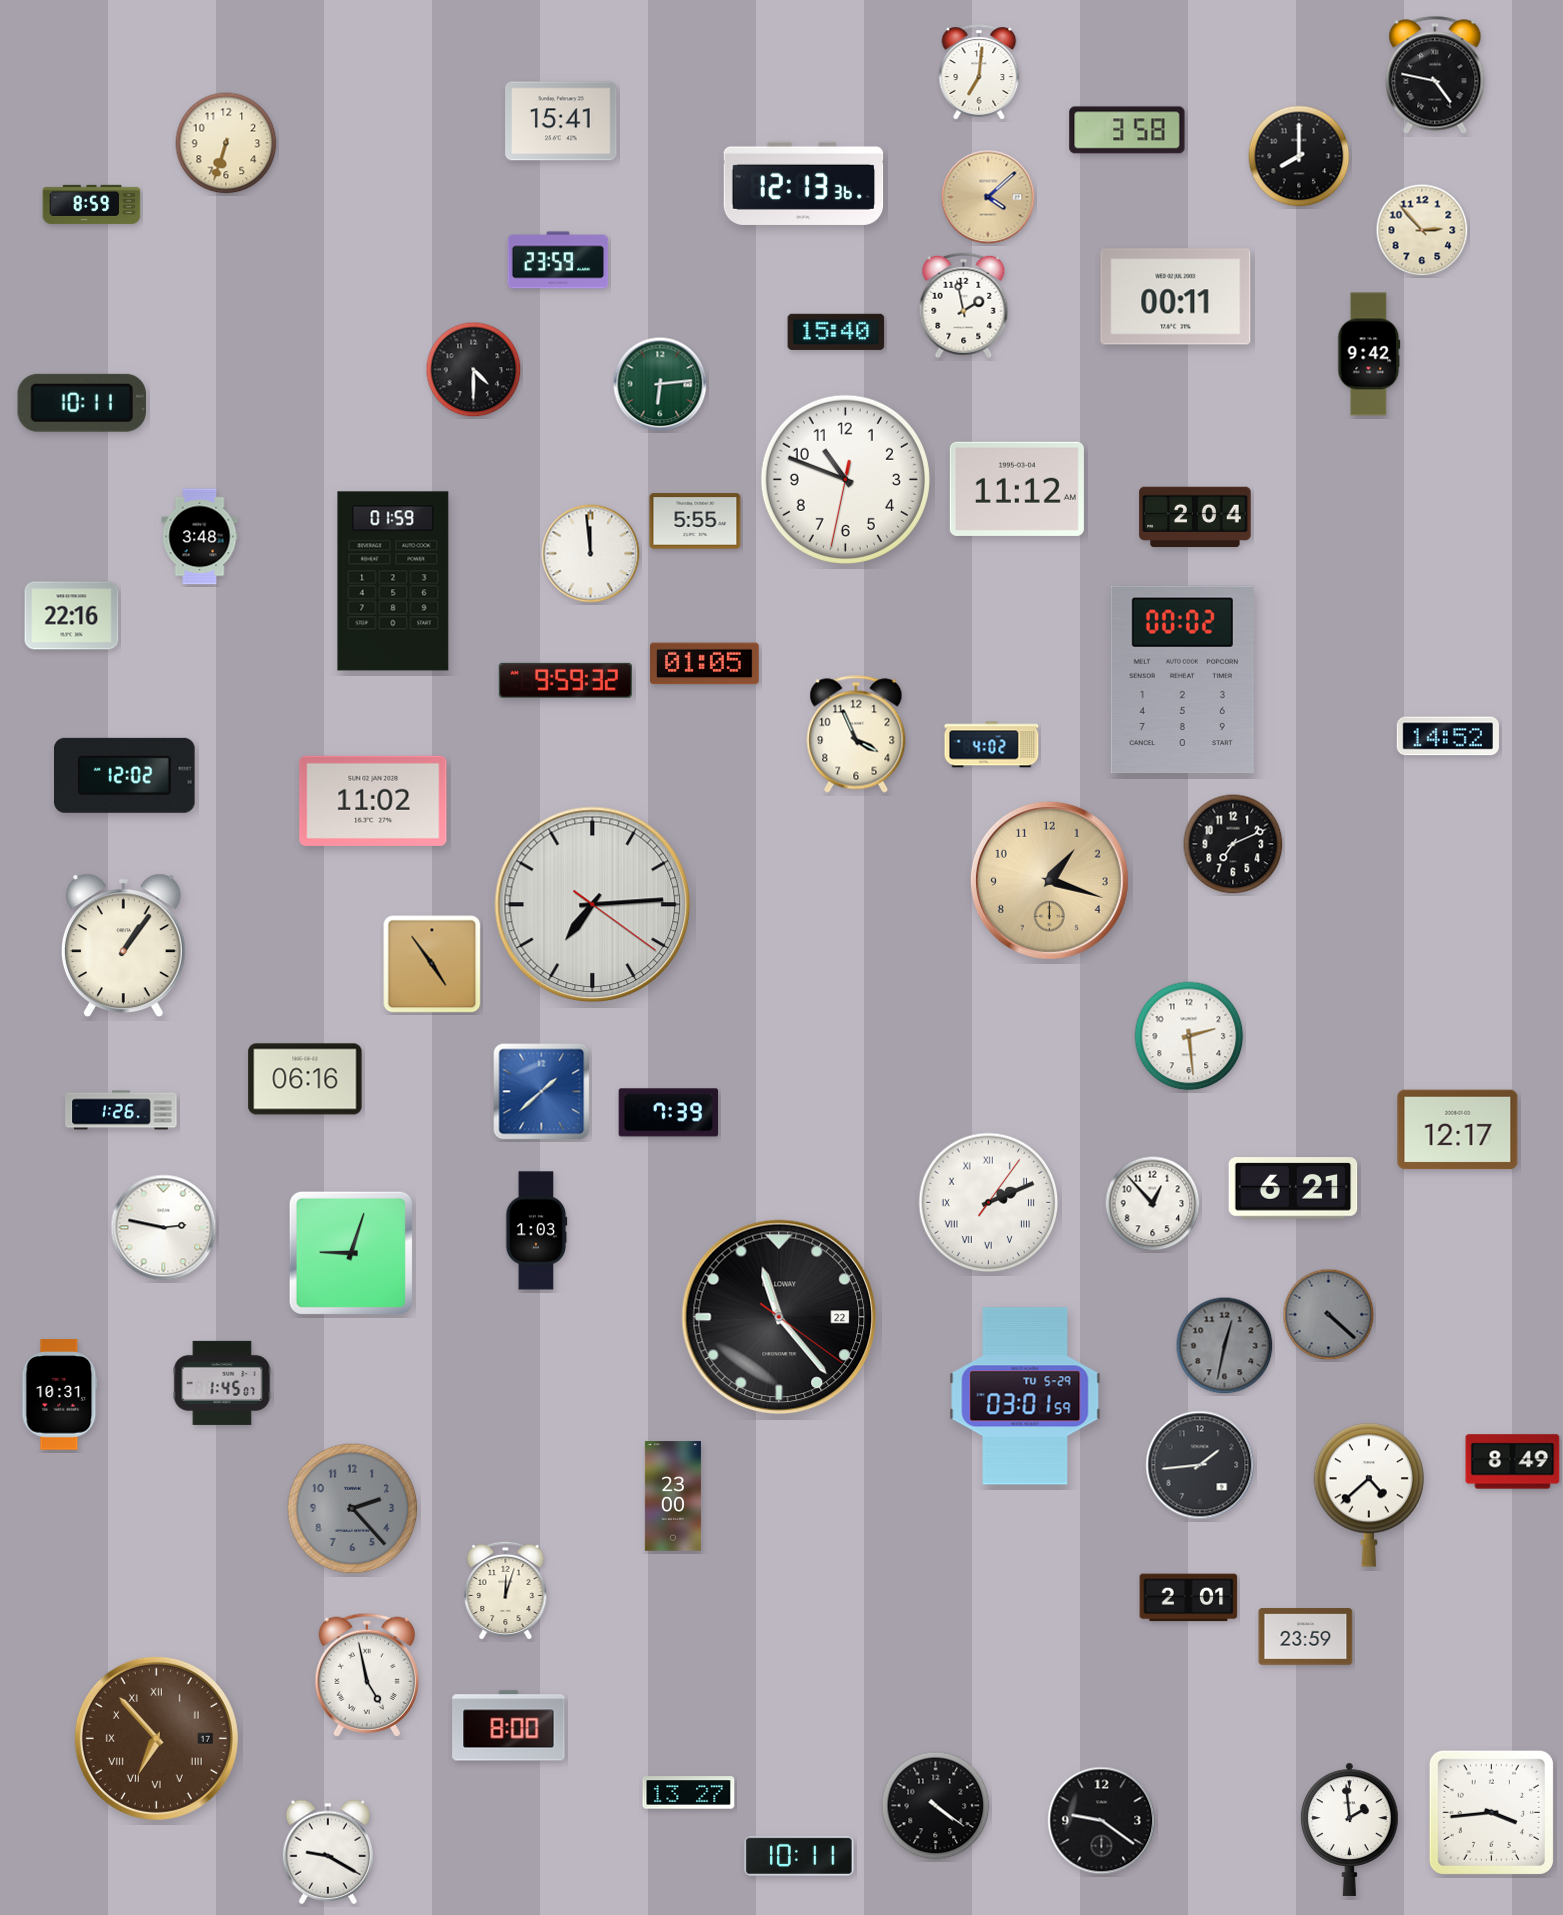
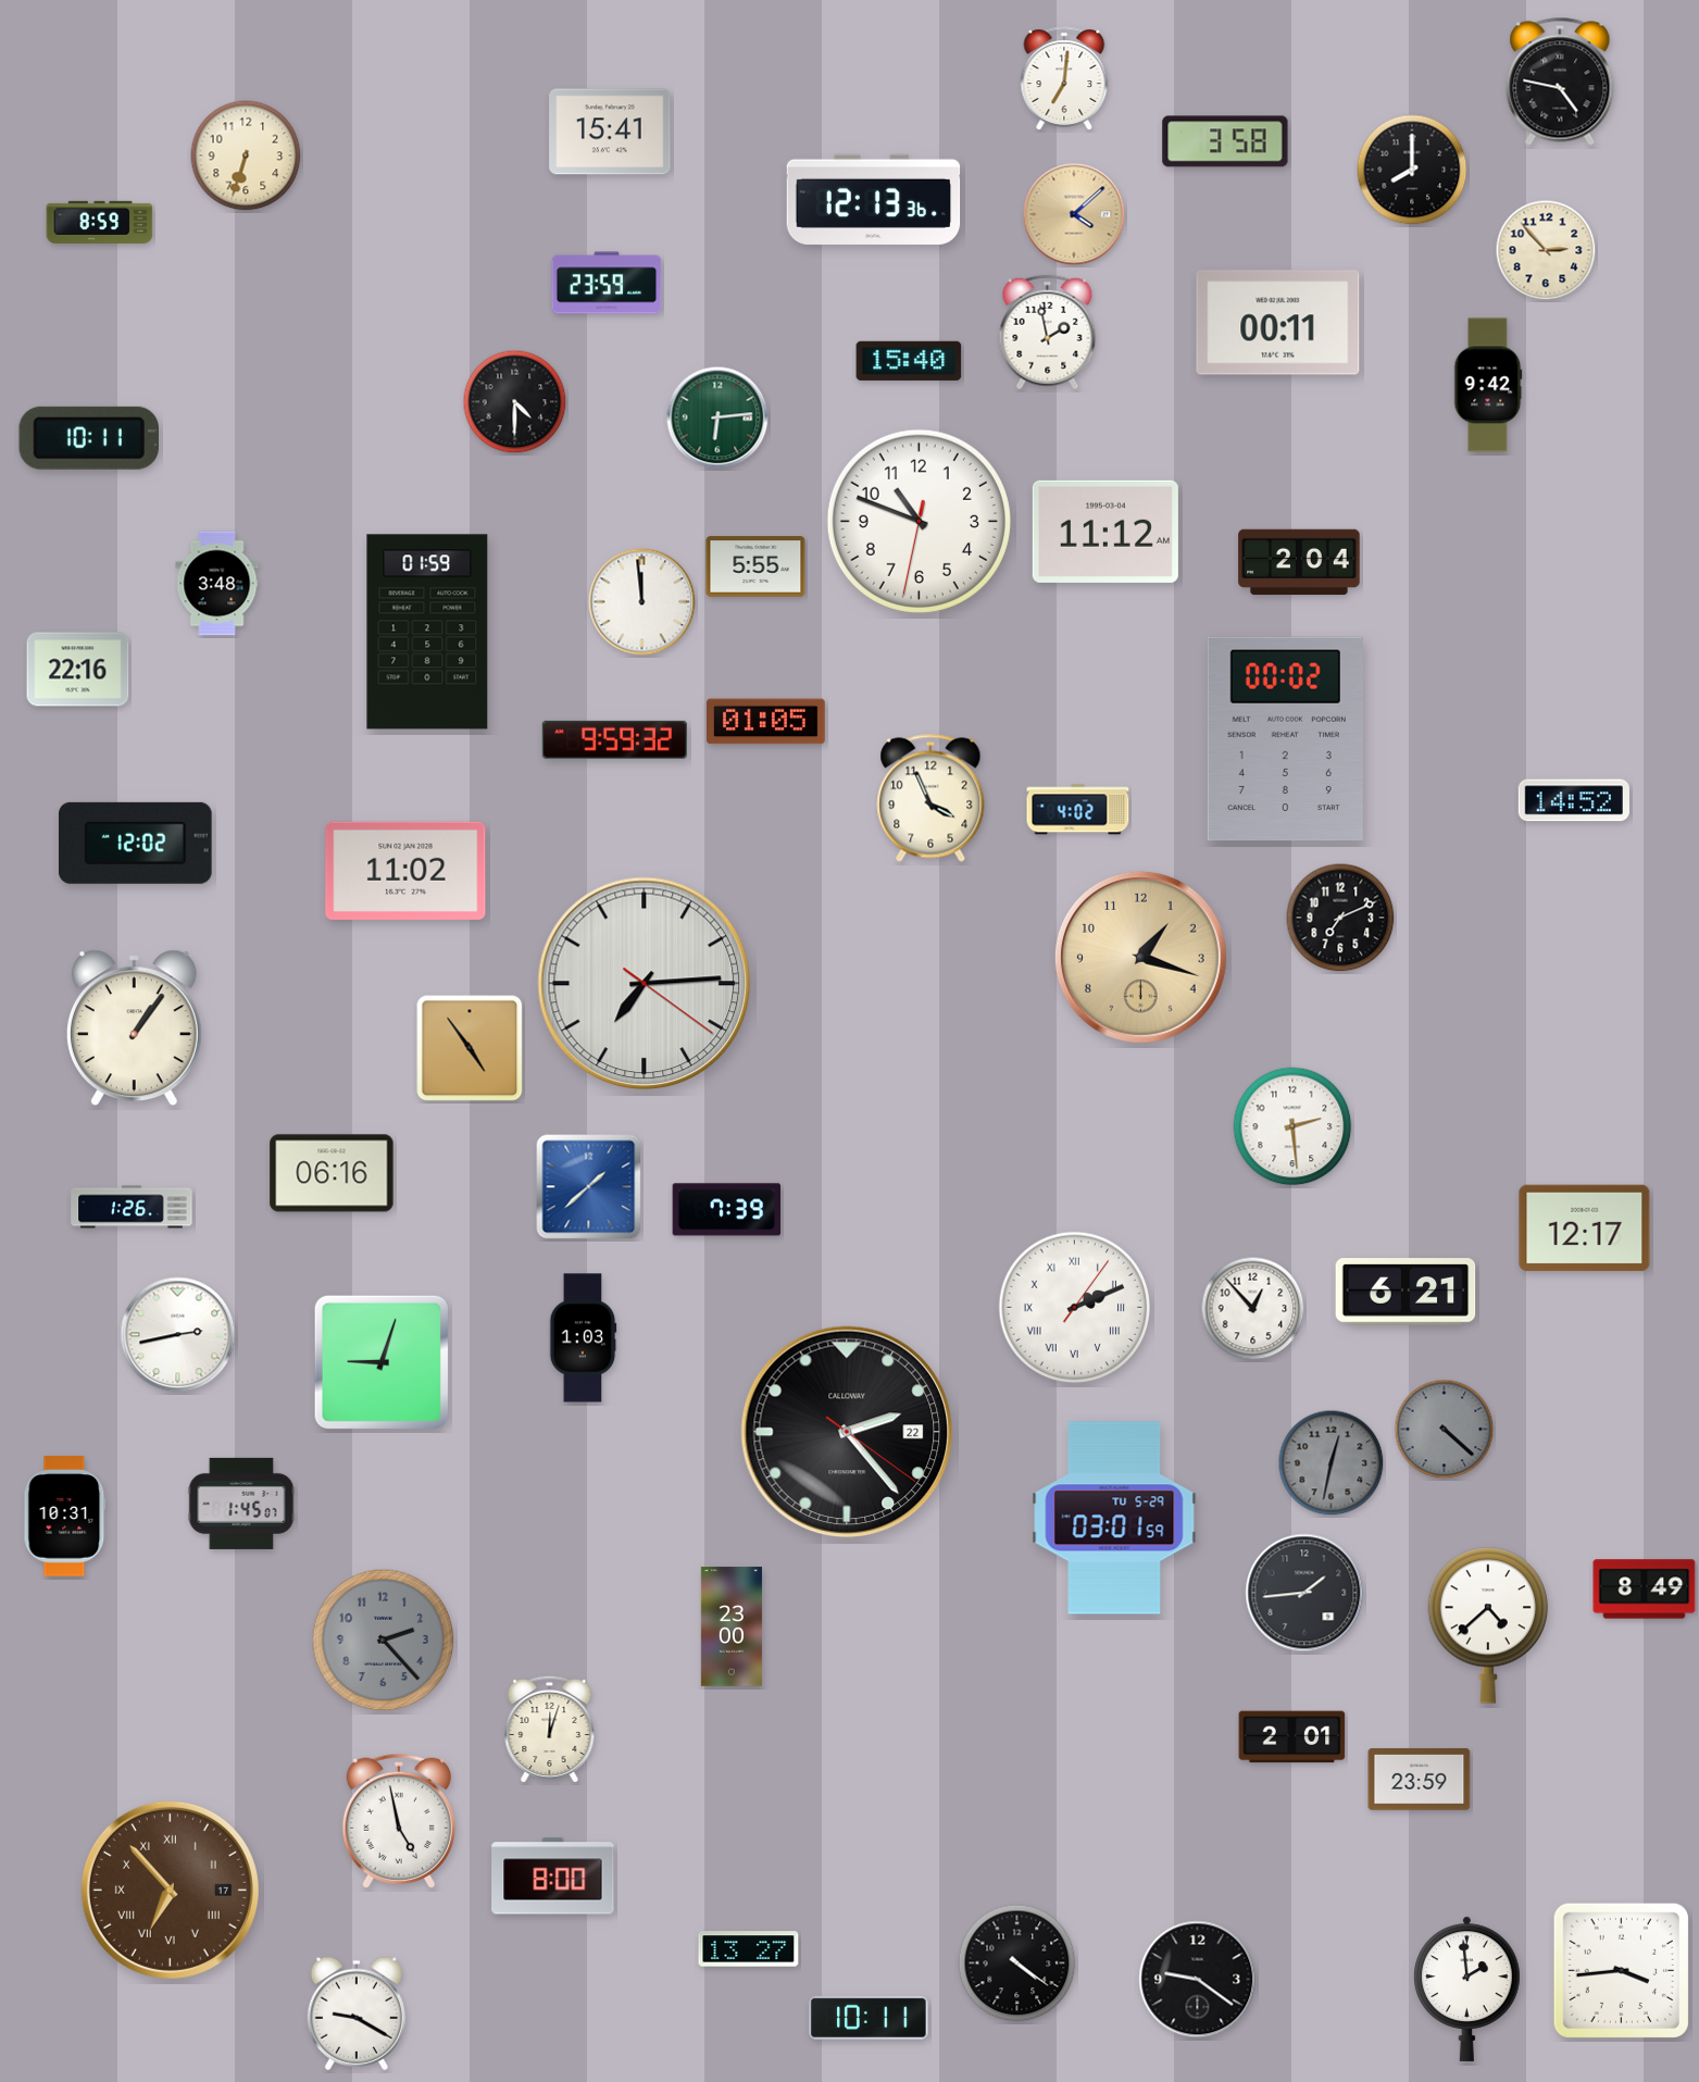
clock at (164, 1228): 2:47 -> 2:43
clock at (779, 1317): 11:23 -> 2:23
